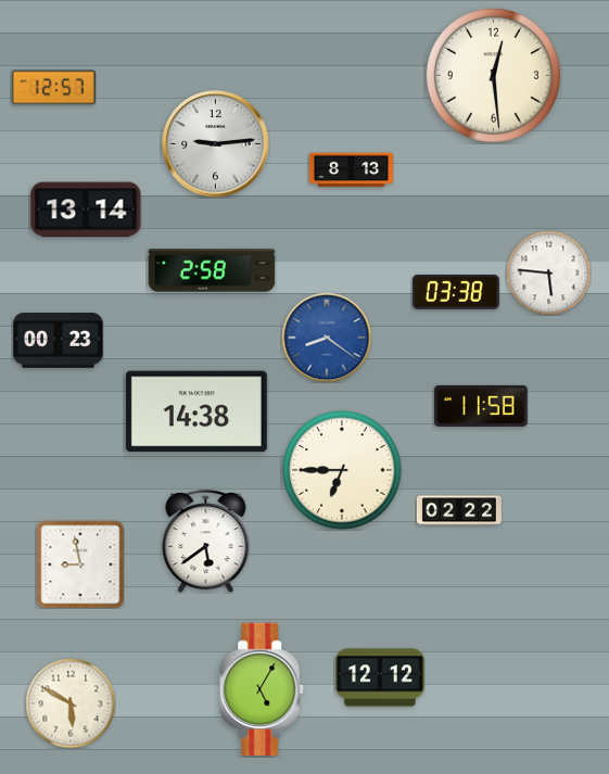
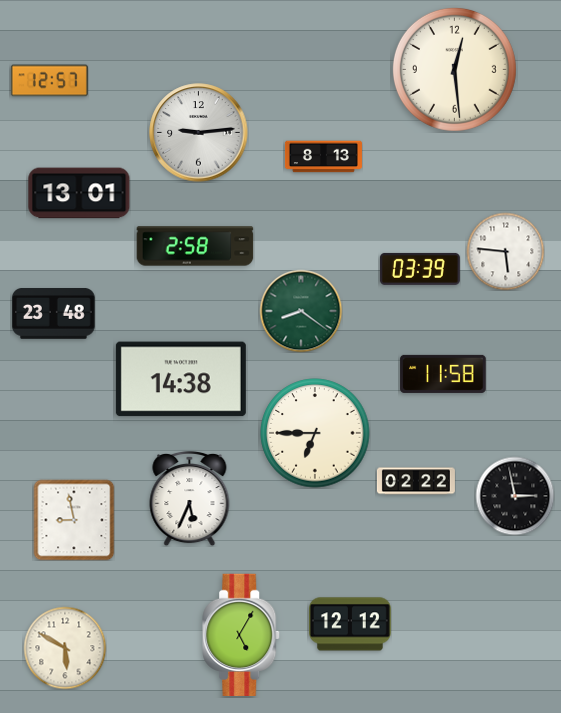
clock at (86, 210): 13:14 -> 13:01
clock at (212, 270) position: (212, 270) -> (195, 246)
clock at (456, 292): 03:38 -> 03:39
clock at (327, 338) dial: blue -> green
clock at (59, 341): 00:23 -> 23:48
clock at (459, 510) position: (459, 510) -> (416, 481)
clock at (515, 496): none -> 2:58
clock at (206, 541): 5:39 -> 5:34
